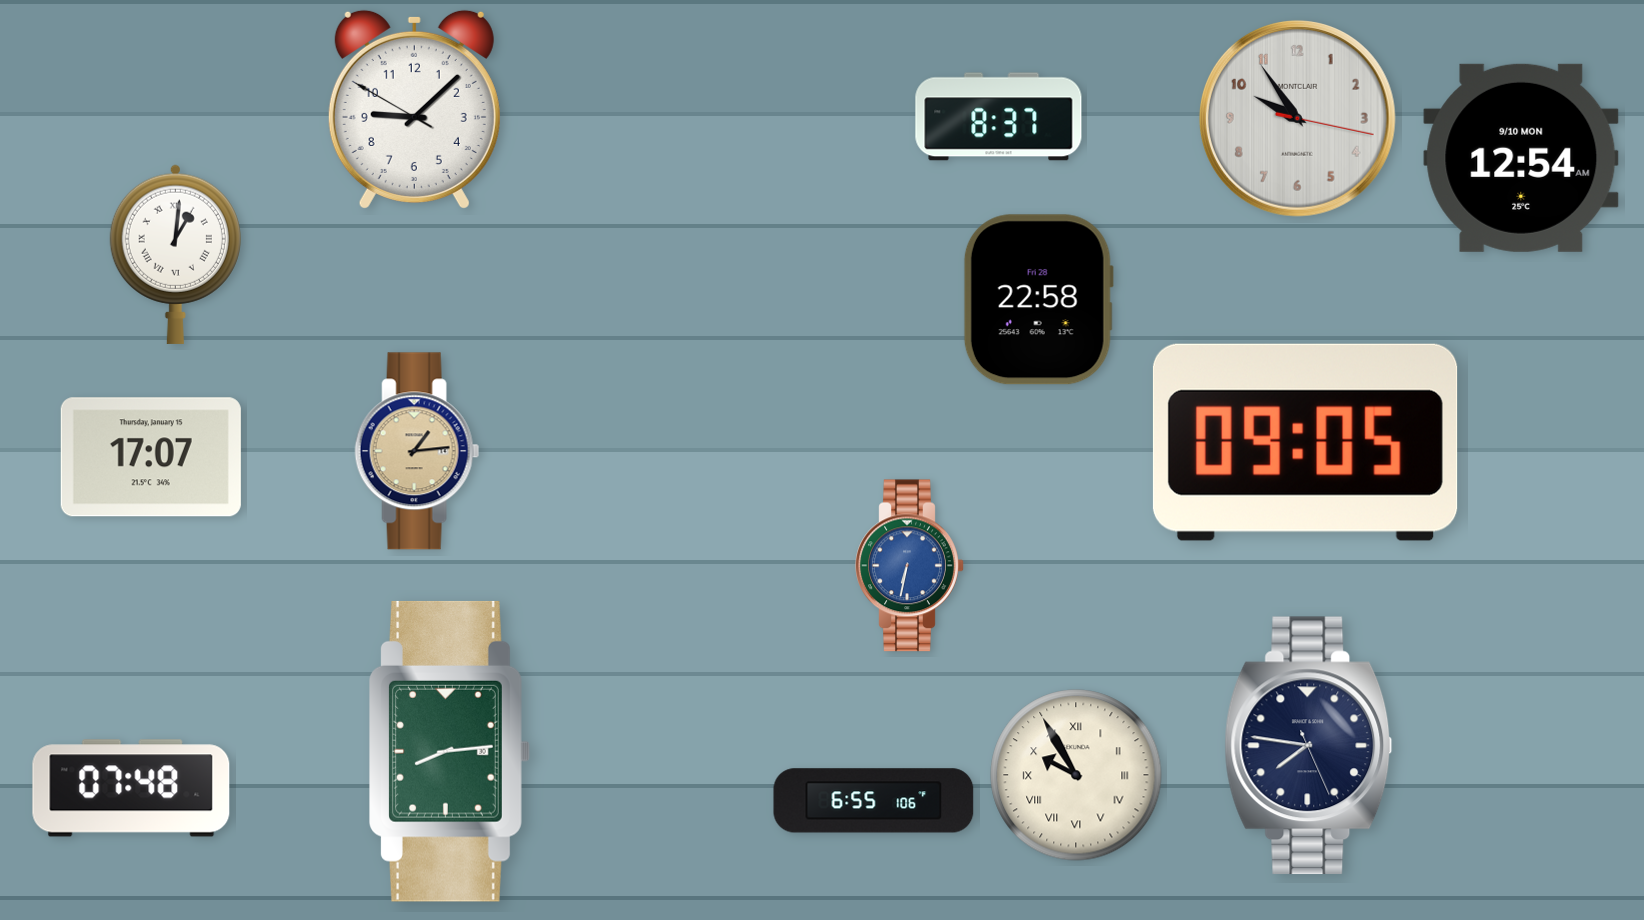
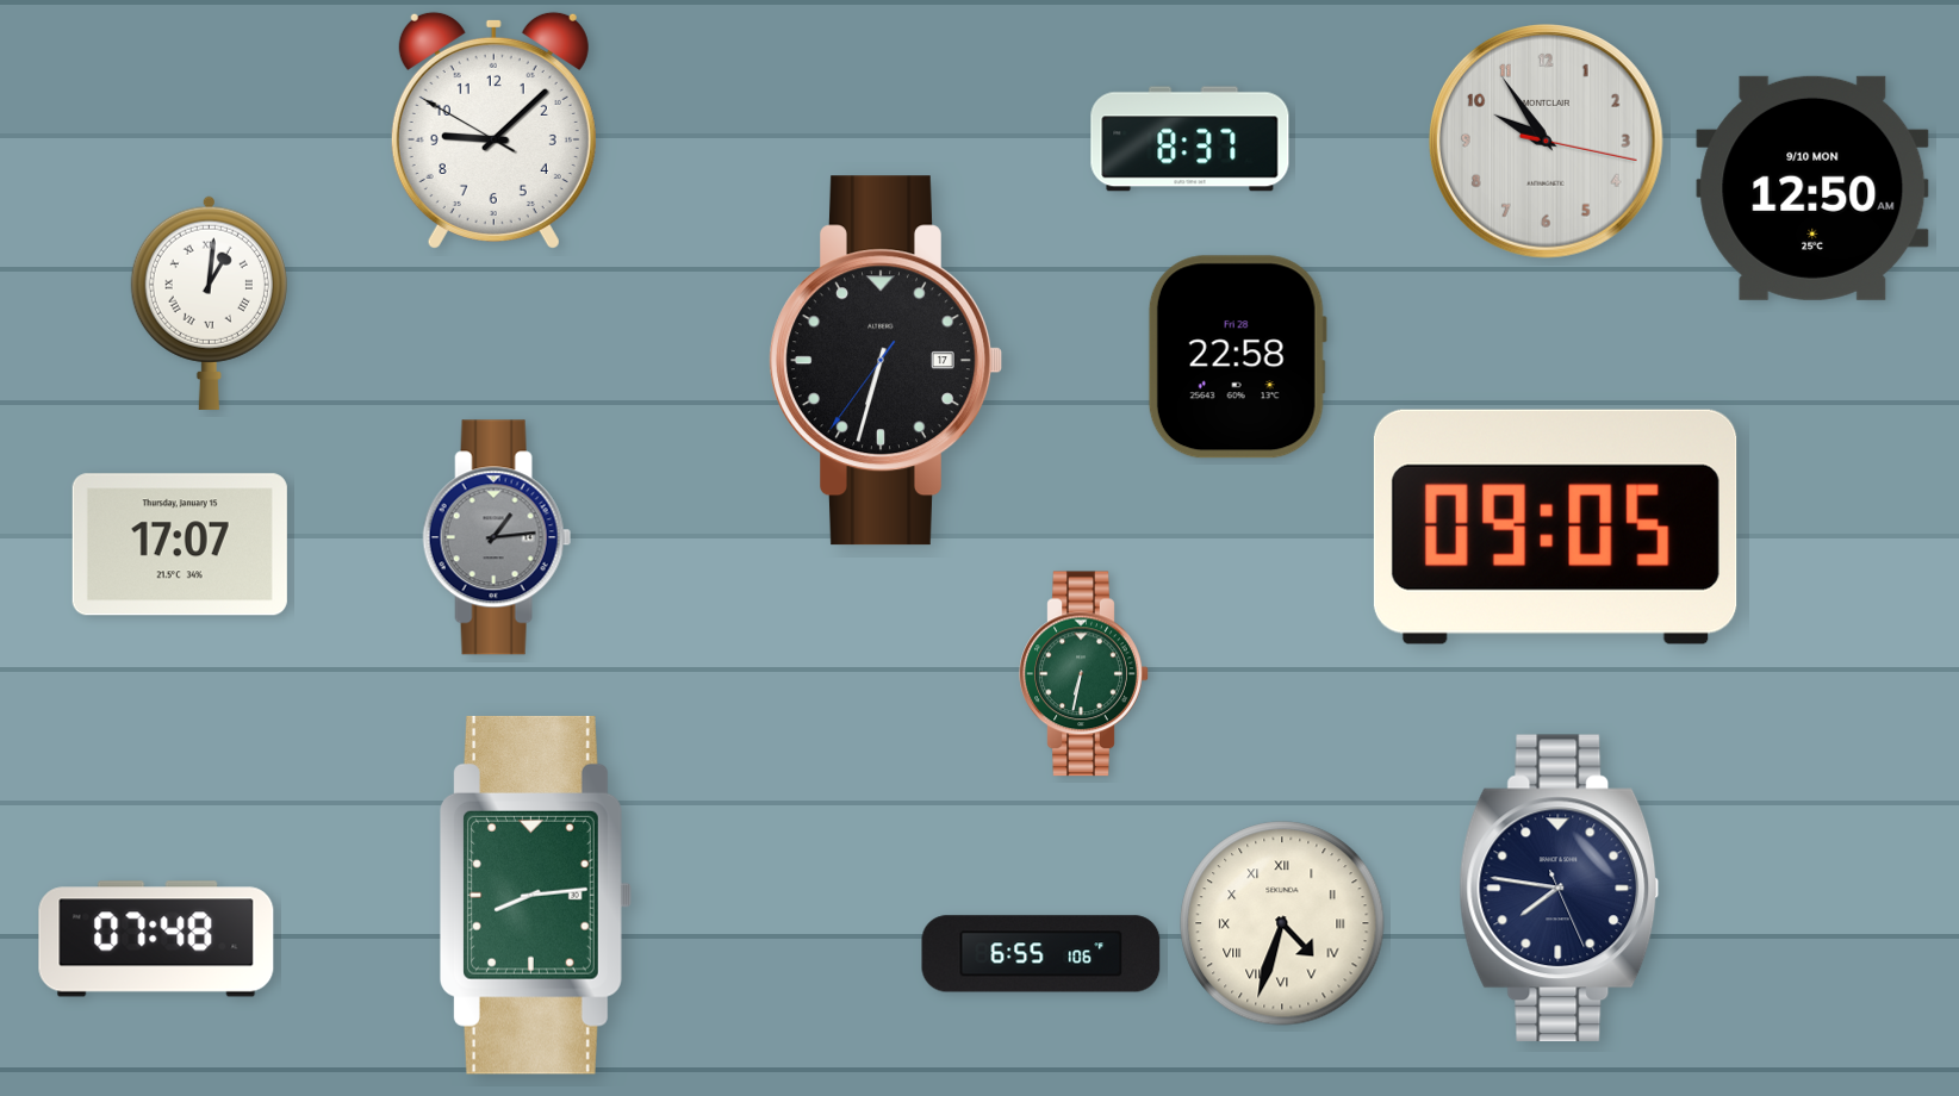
clock at (1521, 158): 12:54 -> 12:50
clock at (887, 361): none -> 6:32
clock at (417, 451) dial: champagne -> grey
clock at (910, 566) dial: blue -> green
clock at (1076, 775): 9:55 -> 4:33
